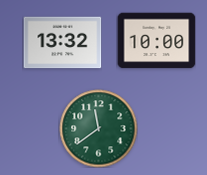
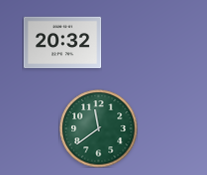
clock at (156, 41): 10:00 -> none
clock at (62, 43): 13:32 -> 20:32
